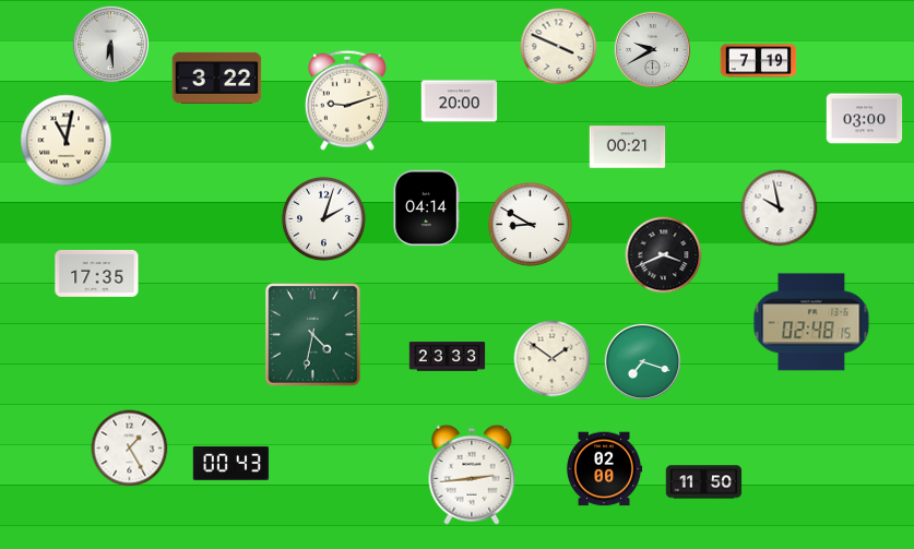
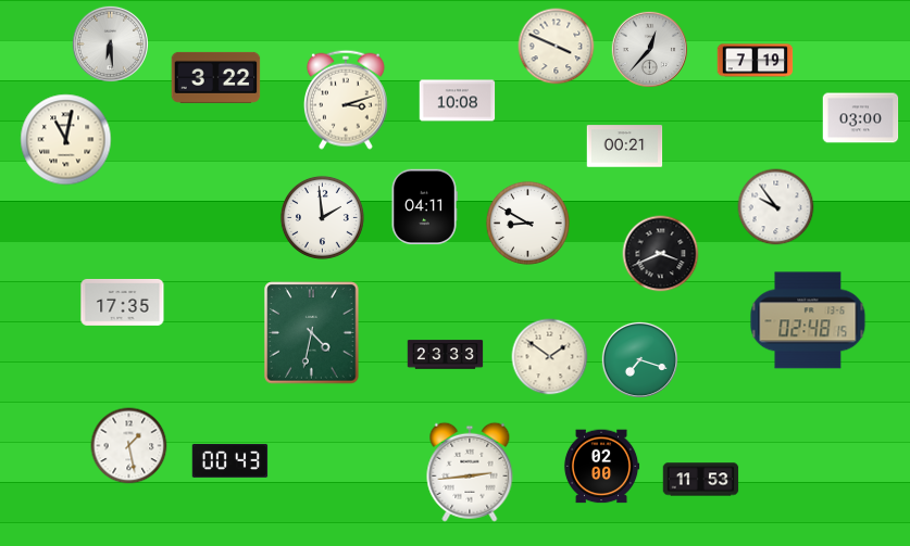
clock at (652, 49): 9:40 -> 12:37
clock at (347, 100): 9:12 -> 3:12
clock at (460, 102): 20:00 -> 10:08
clock at (426, 208): 04:14 -> 04:11
clock at (780, 208): 9:58 -> 9:54
clock at (323, 218): 2:03 -> 1:59
clock at (97, 273) position: (97, 273) -> (123, 302)
clock at (130, 449): 1:25 -> 1:28
clock at (704, 482): 11:50 -> 11:53
